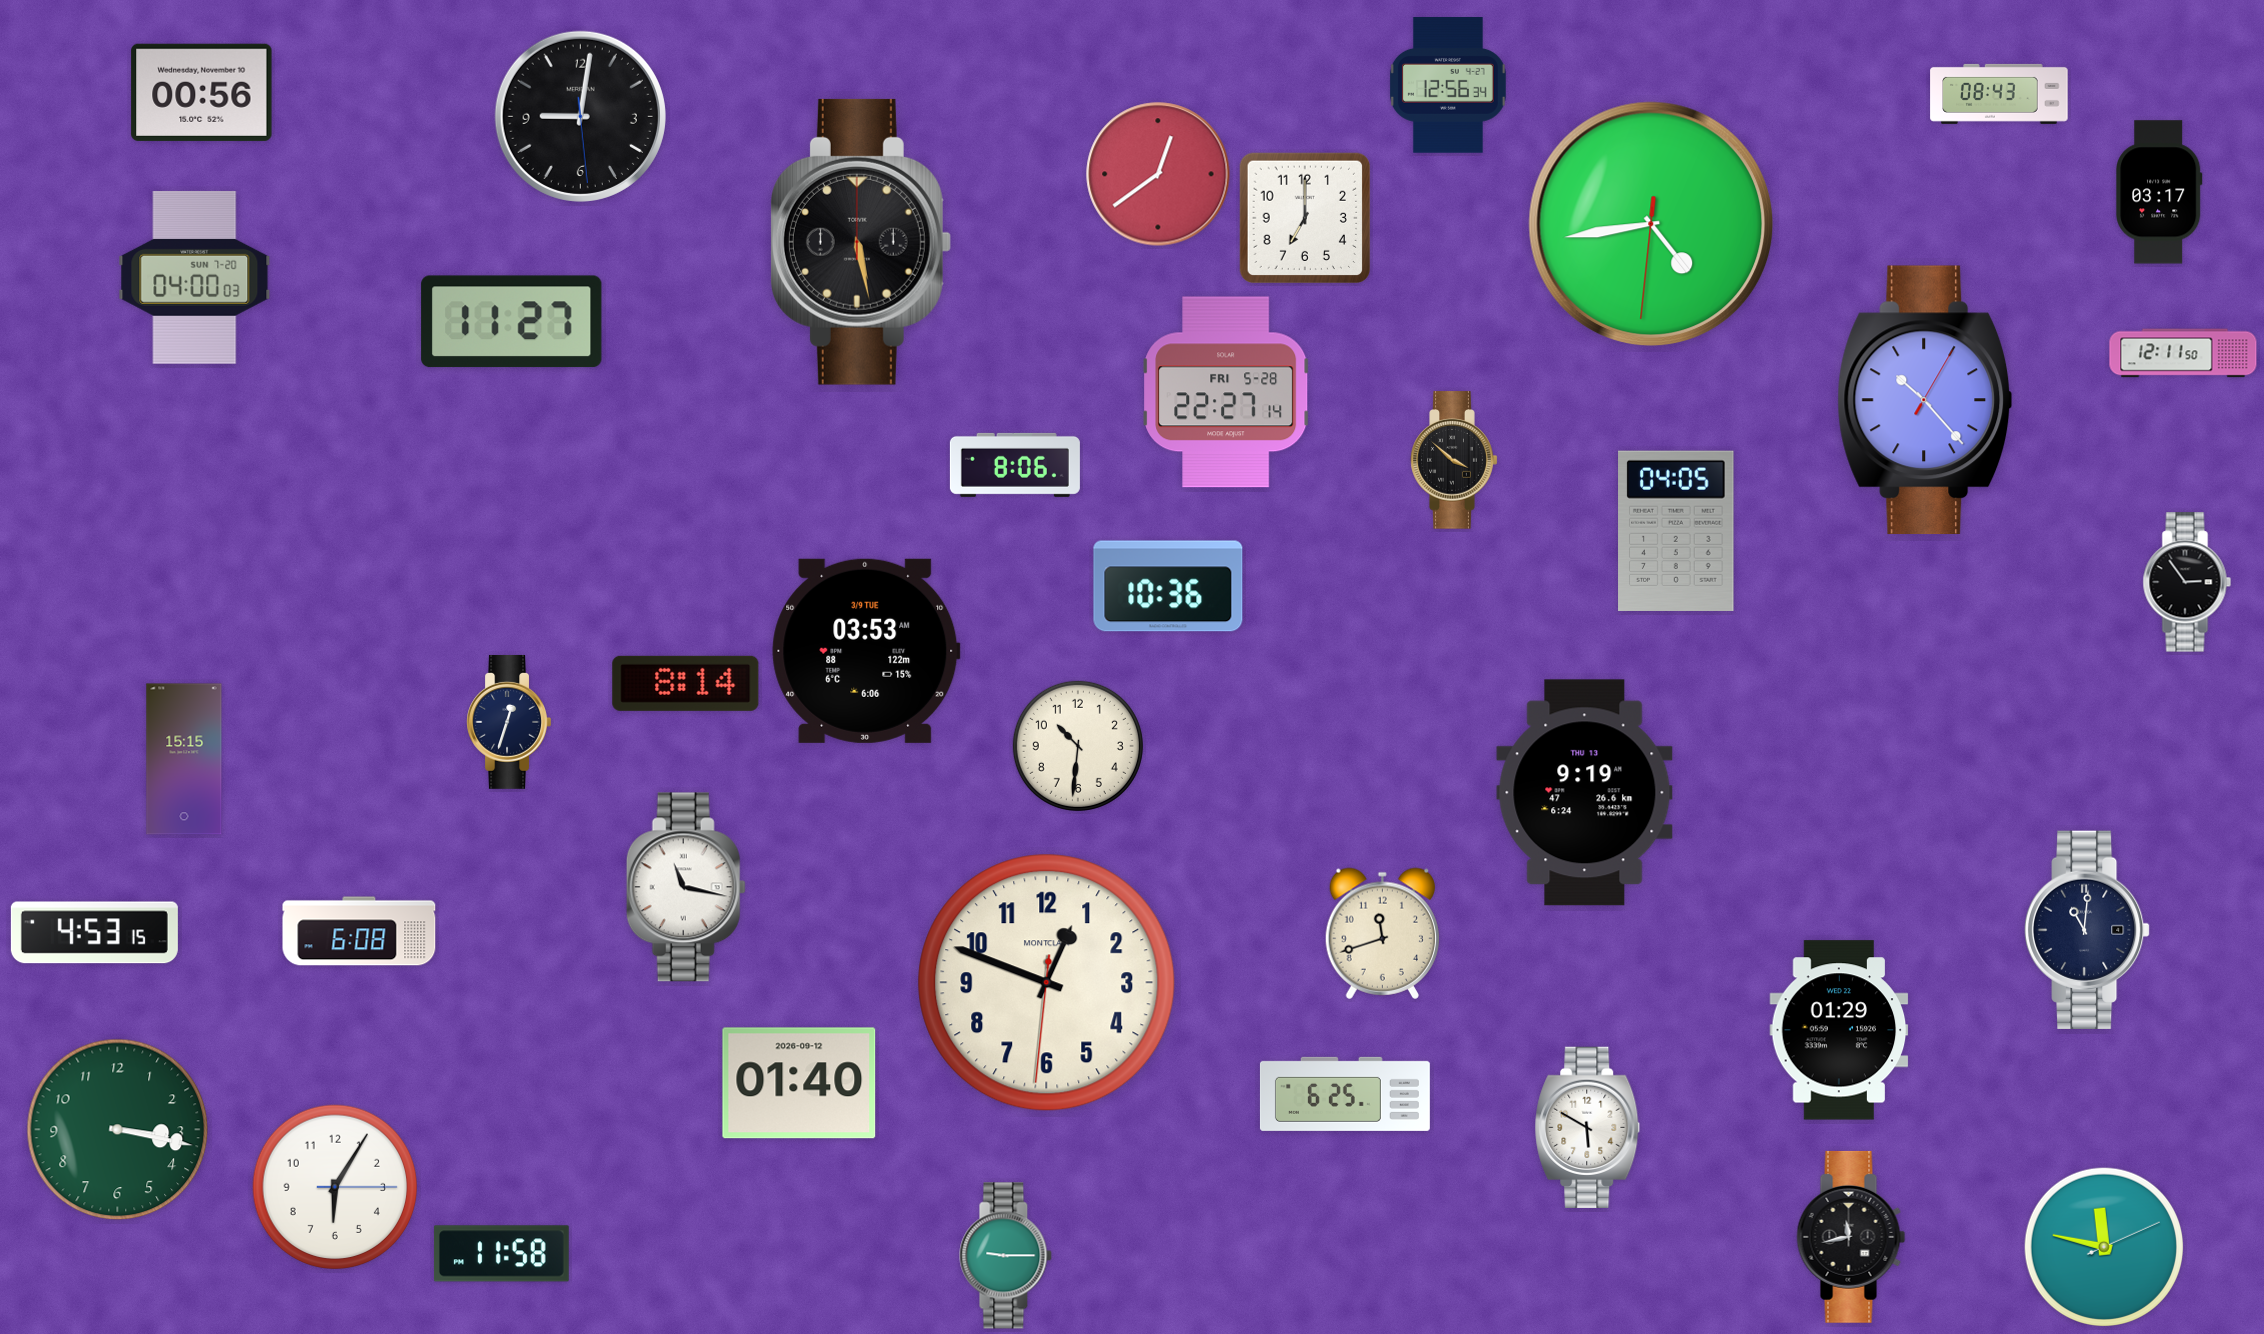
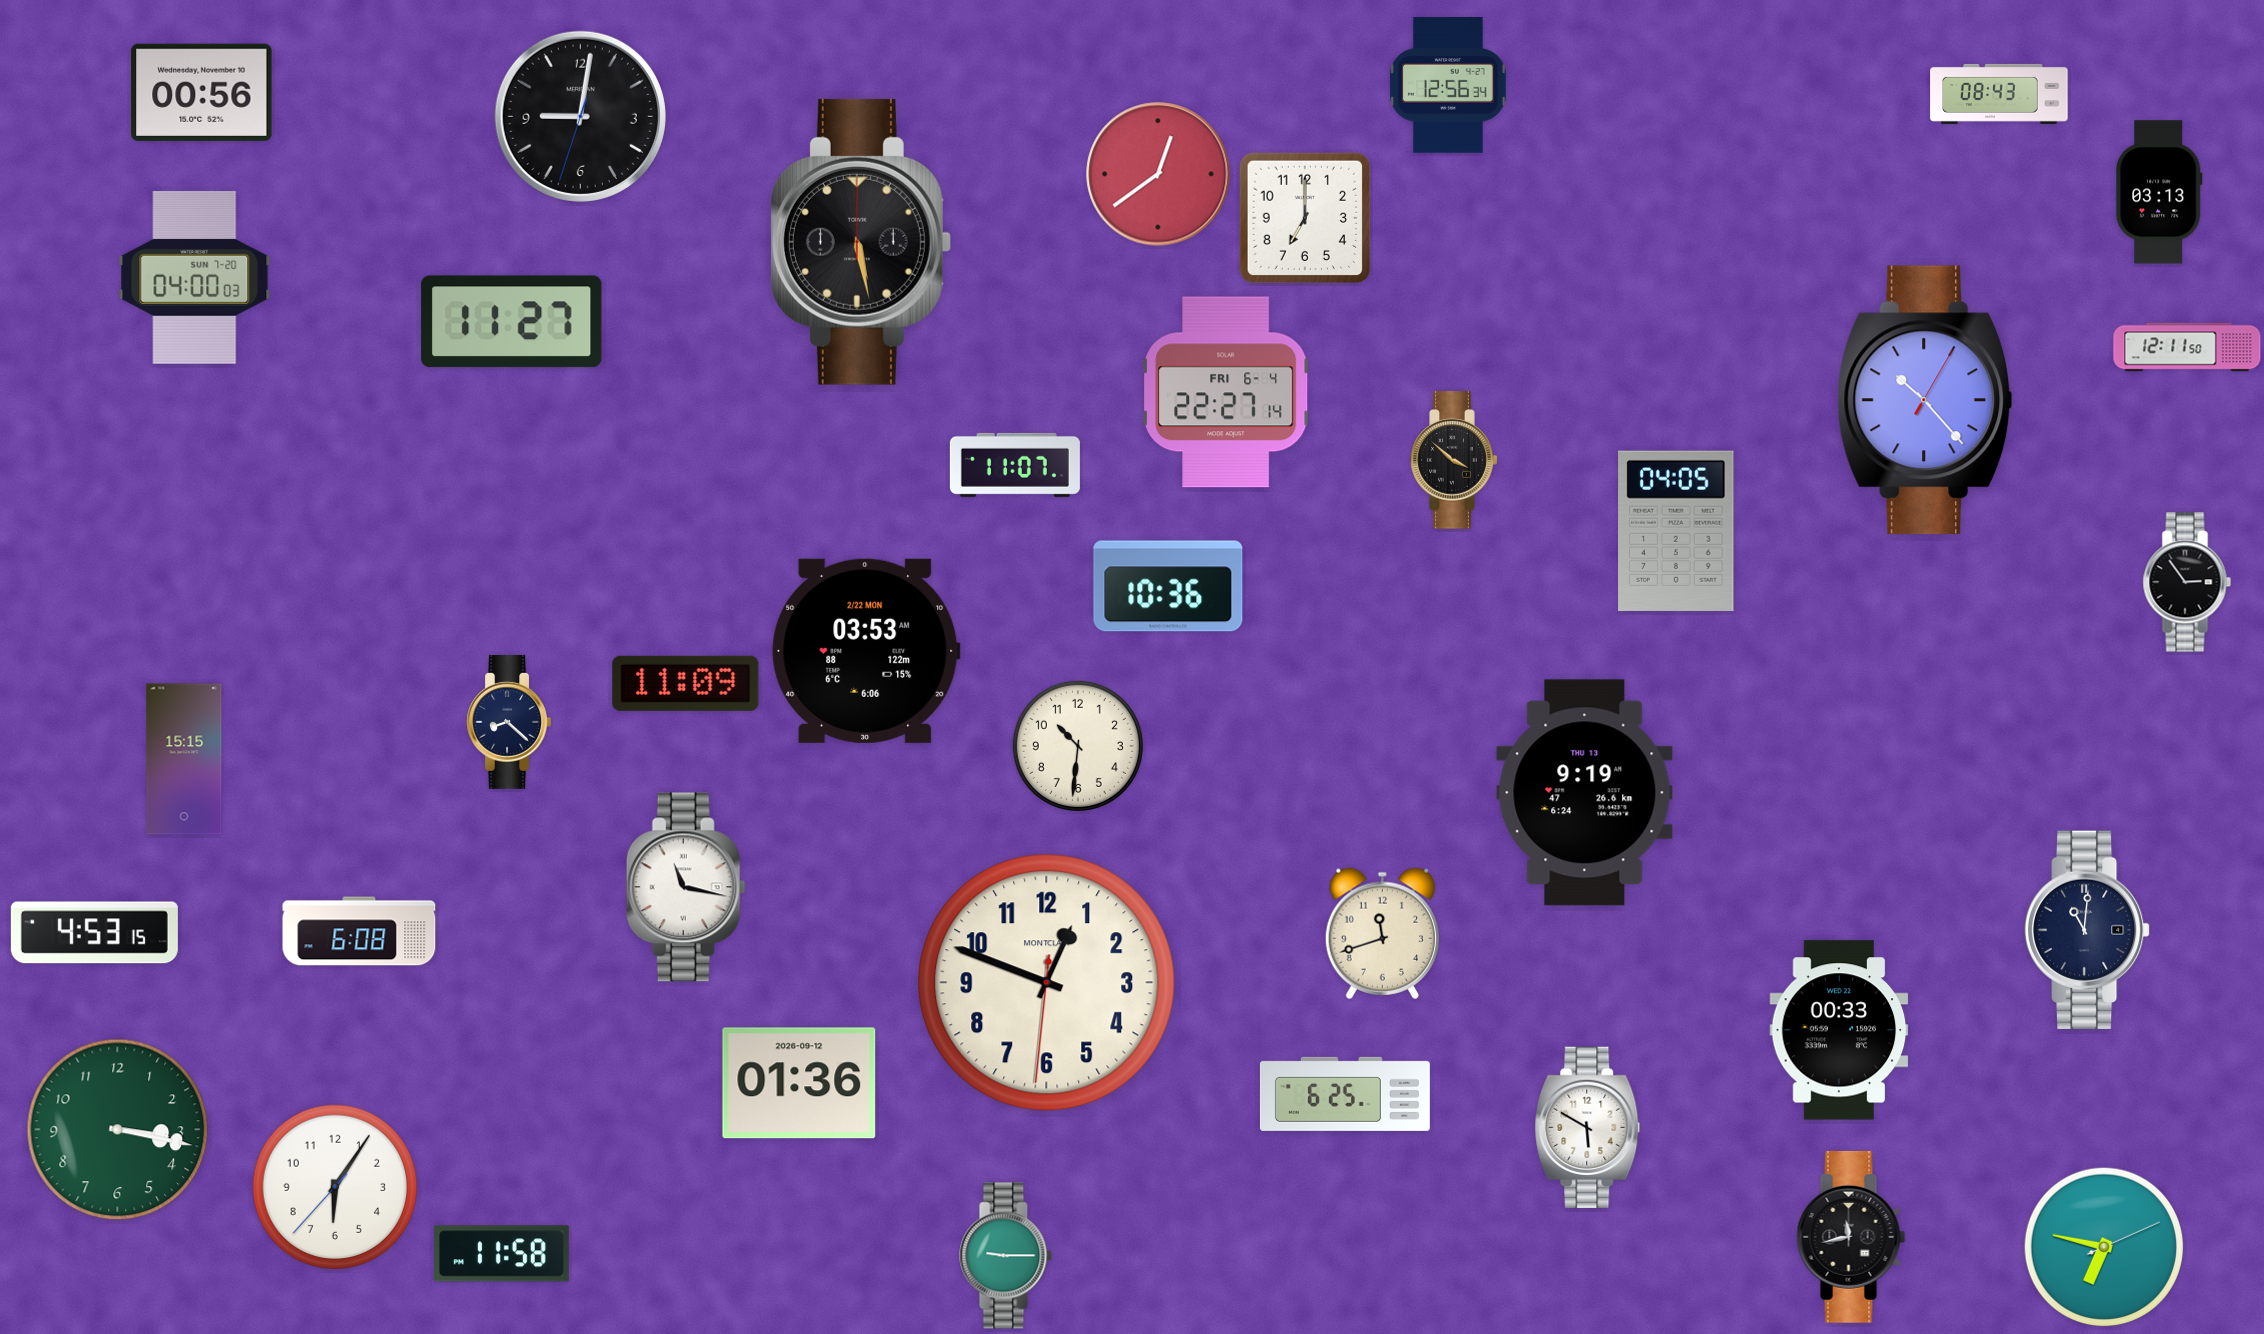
clock at (580, 116): 9:01:29 -> 9:01:33
clock at (2160, 192): 03:17 -> 03:13
clock at (1651, 224): 4:43 -> none
clock at (2183, 353) position: (2183, 353) -> (2187, 347)
clock at (1226, 392) date: FRI 5-28 -> FRI 6-4
clock at (1015, 465): 8:06 -> 11:07
clock at (866, 651) date: 3/9 TUE -> 2/22 MON
clock at (686, 683): 8:14 -> 11:09
clock at (509, 722): 12:33 -> 8:22
clock at (1839, 1030): 01:29 -> 00:33
clock at (799, 1083): 01:40 -> 01:36
clock at (334, 1187): 6:05:15 -> 6:05:37
clock at (2103, 1246): 11:47 -> 6:47
